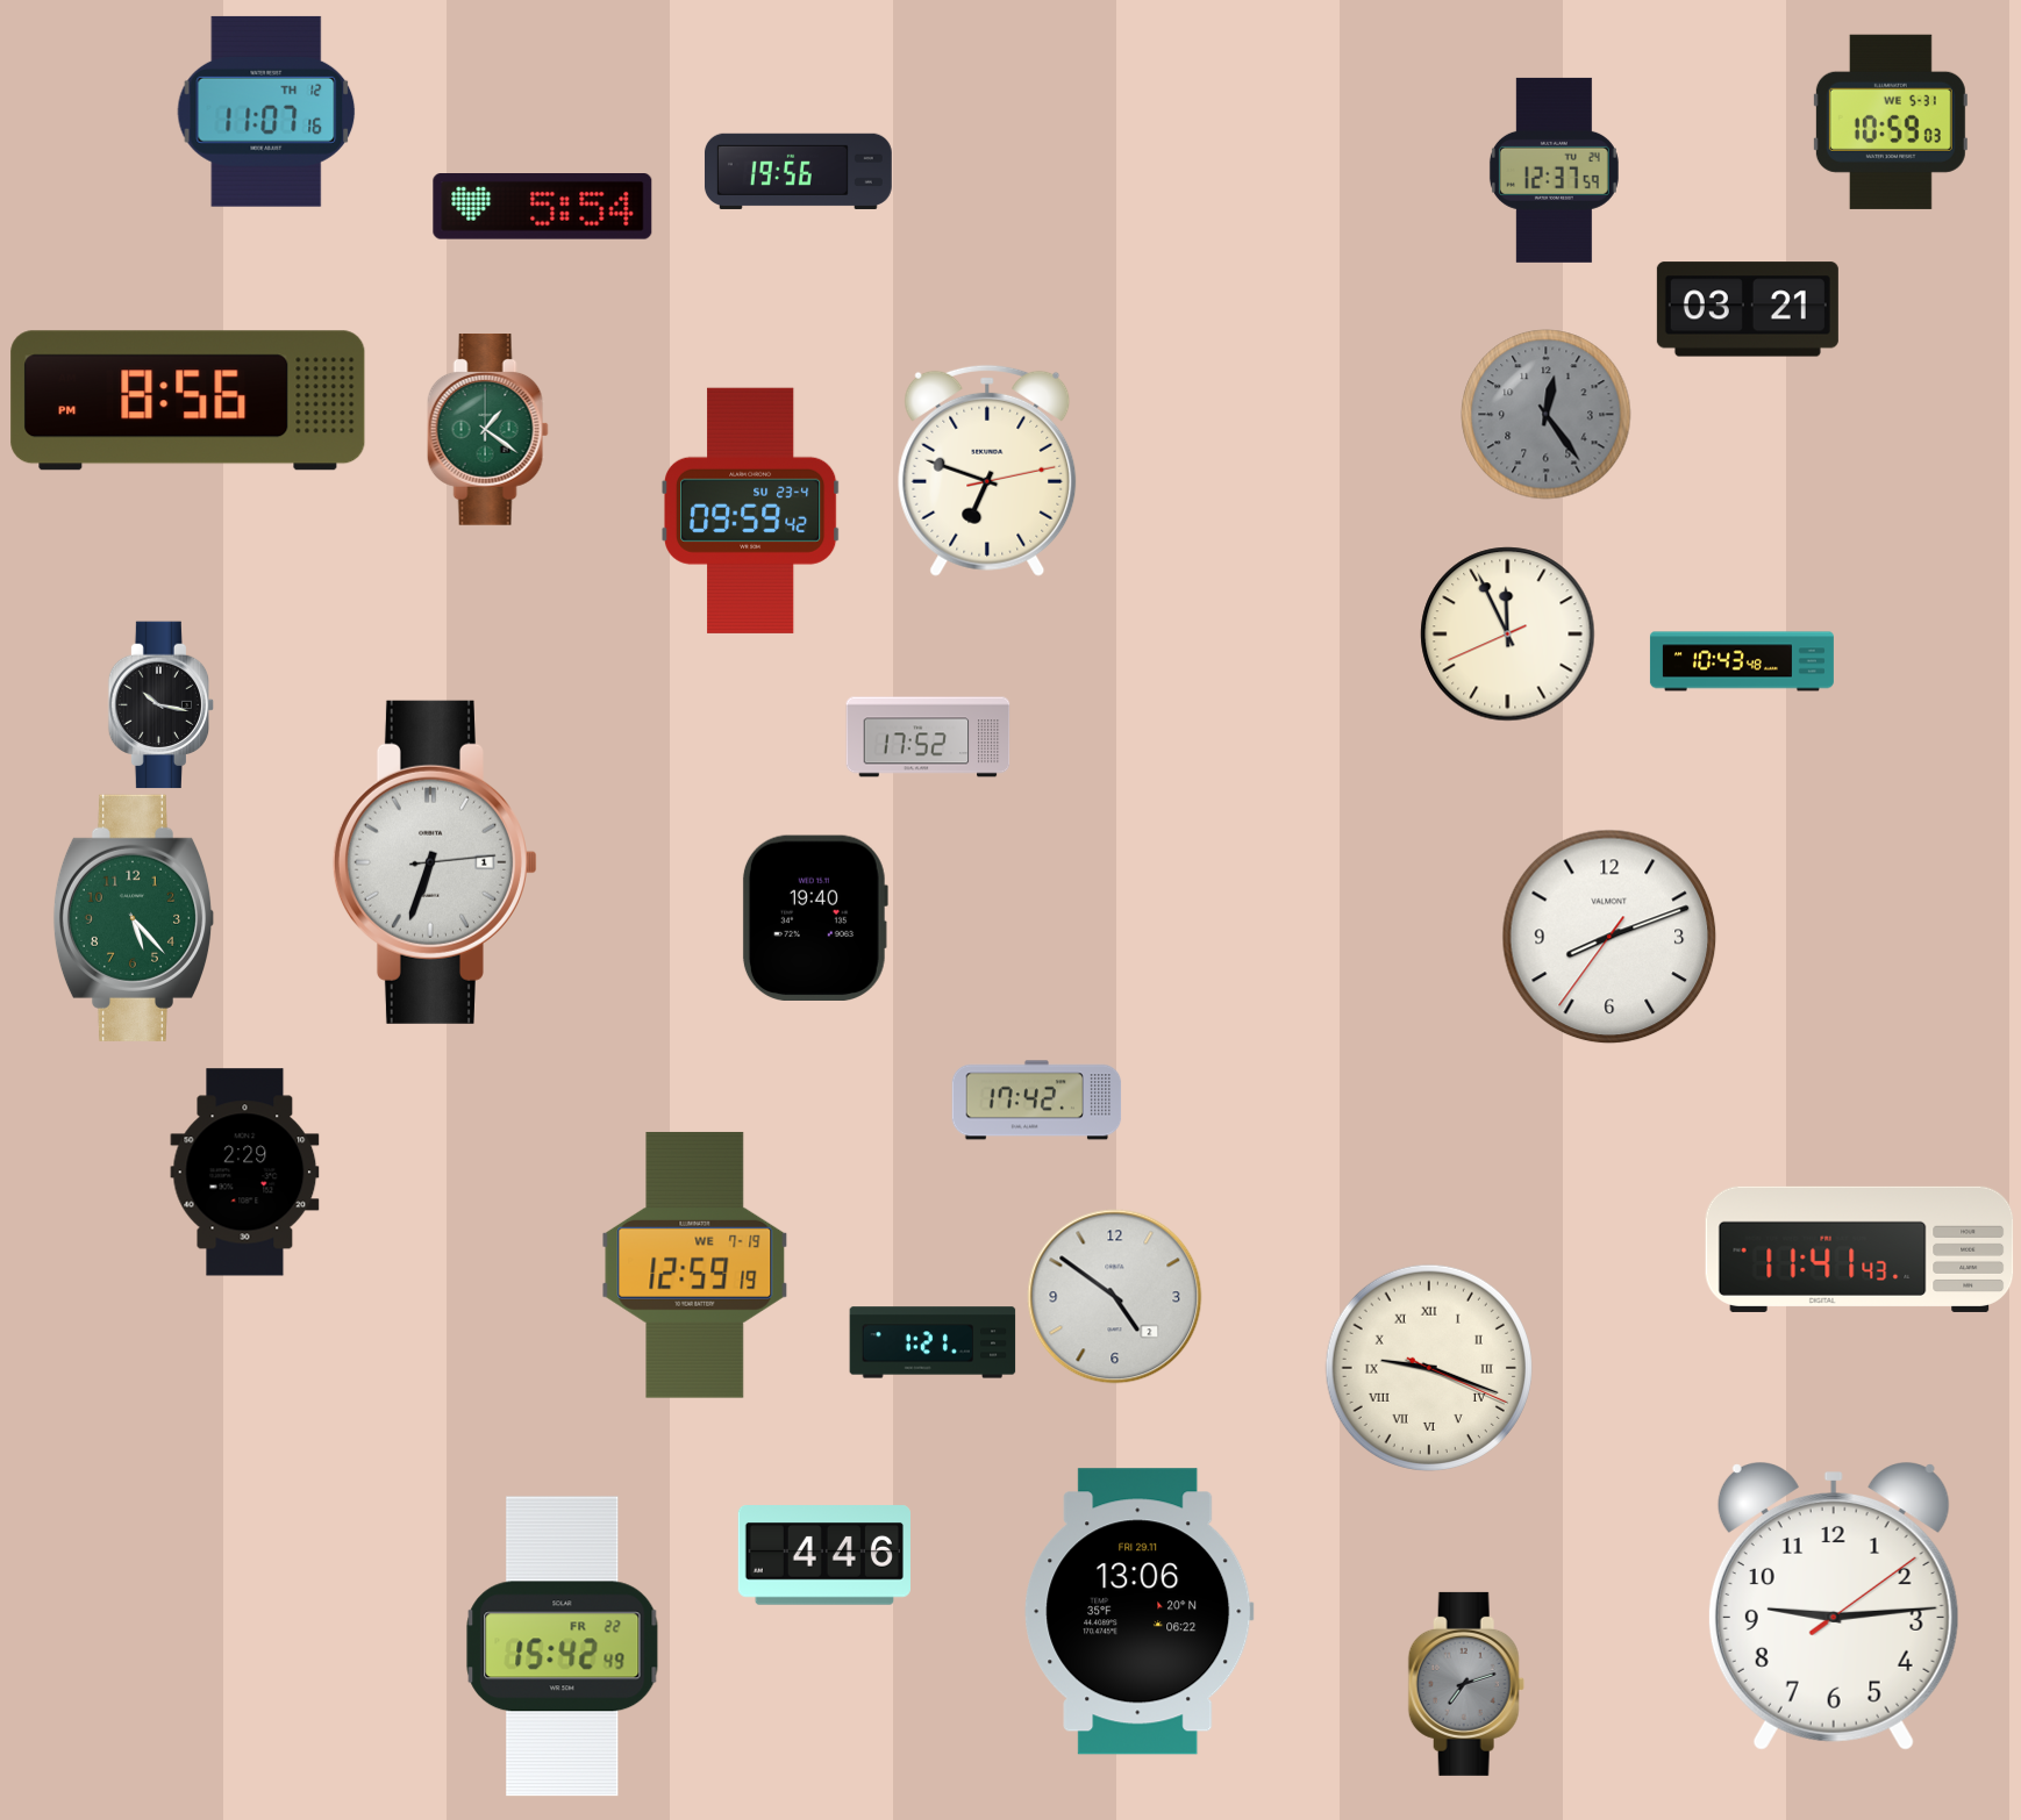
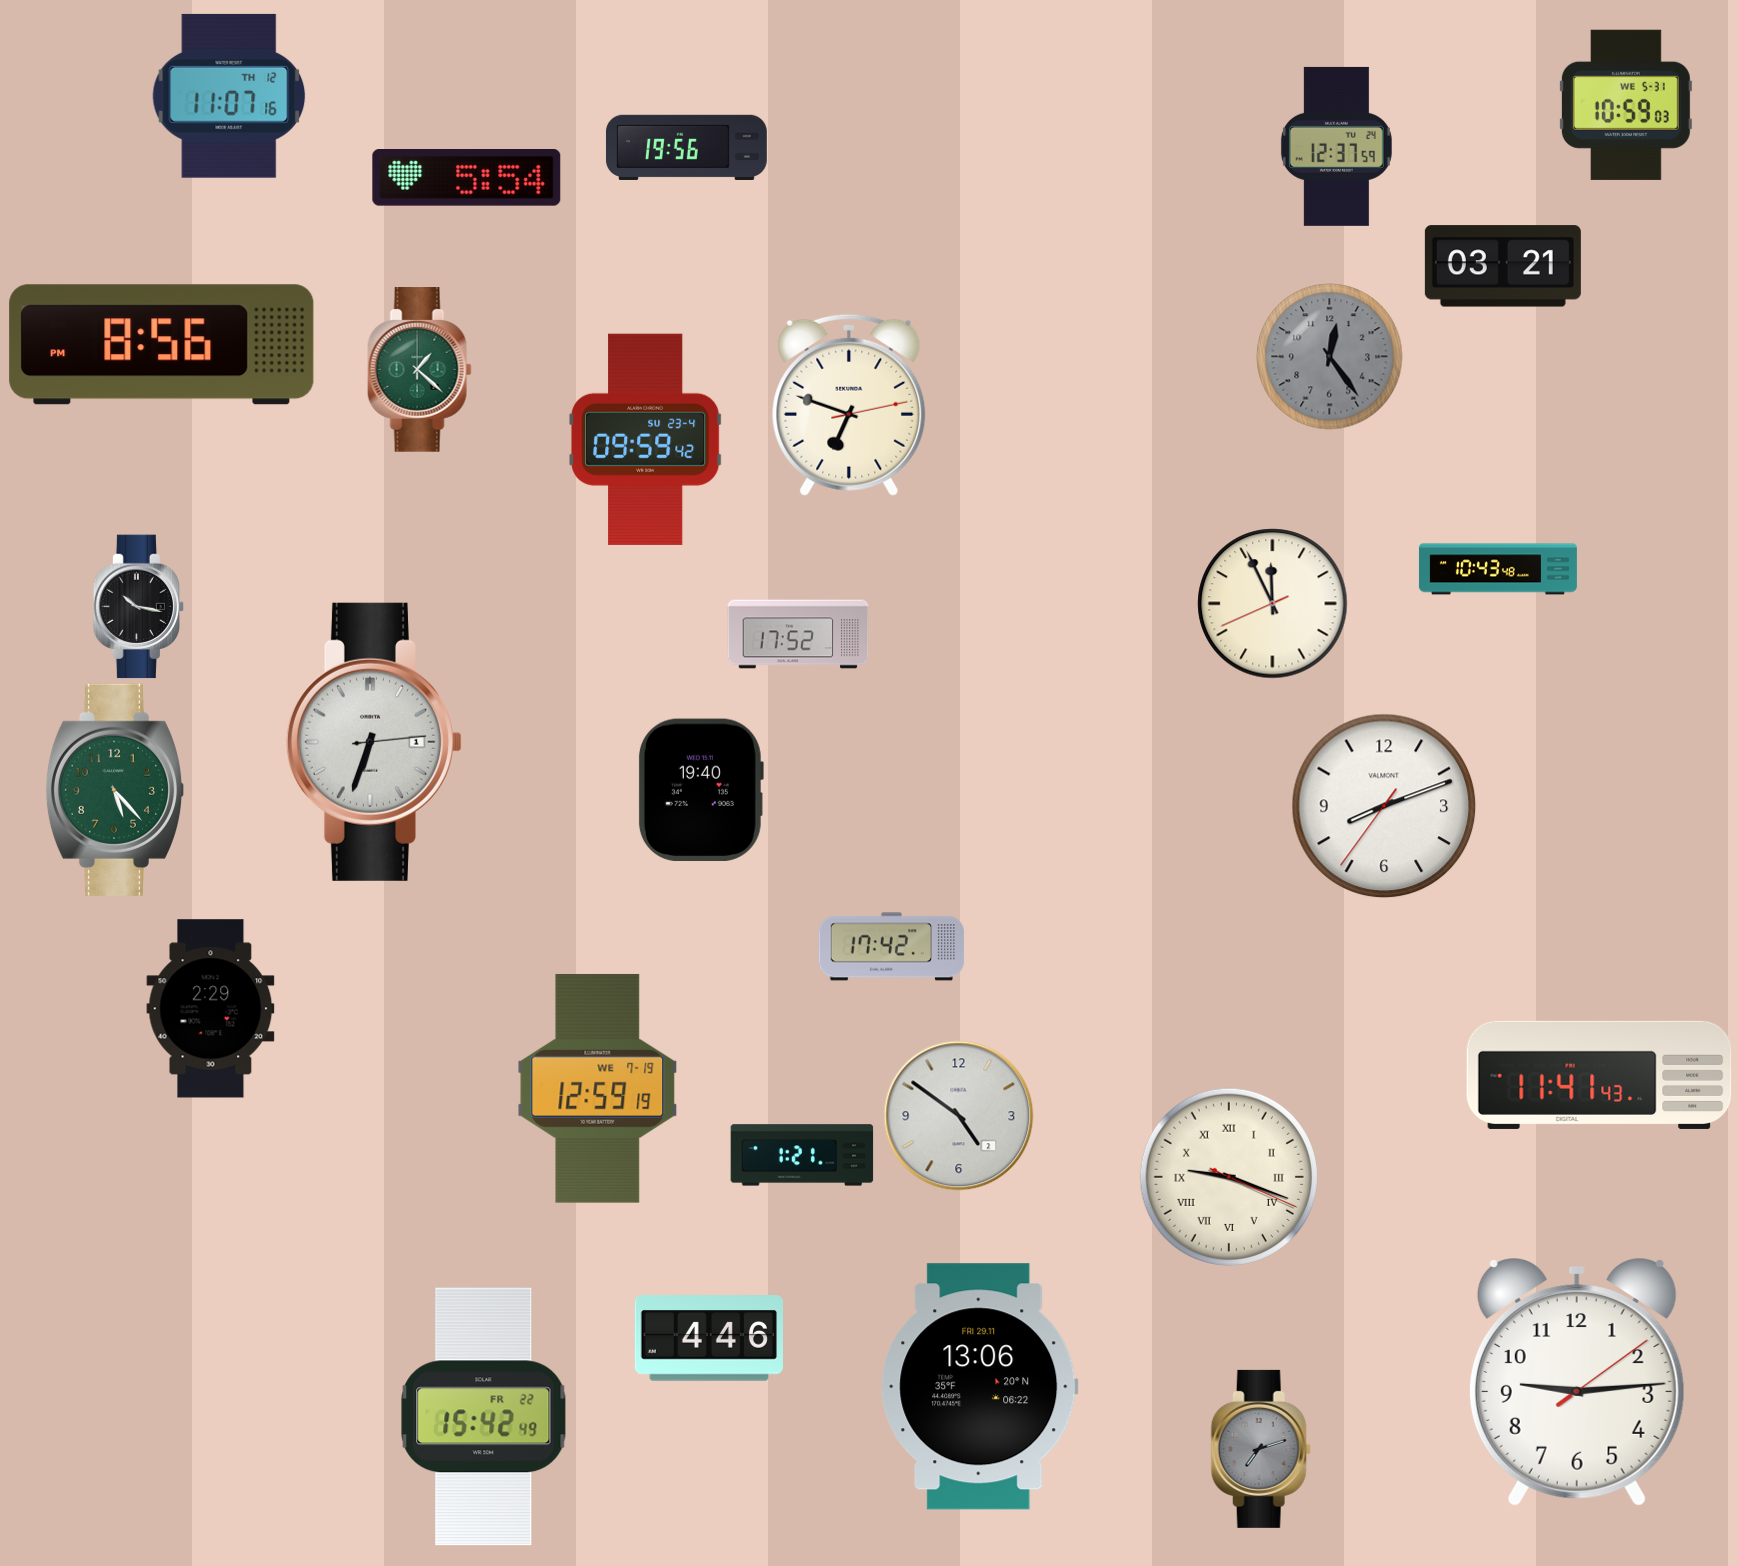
clock at (487, 430): 1:21 -> 1:22
clock at (1508, 635) position: (1508, 635) -> (1273, 604)
